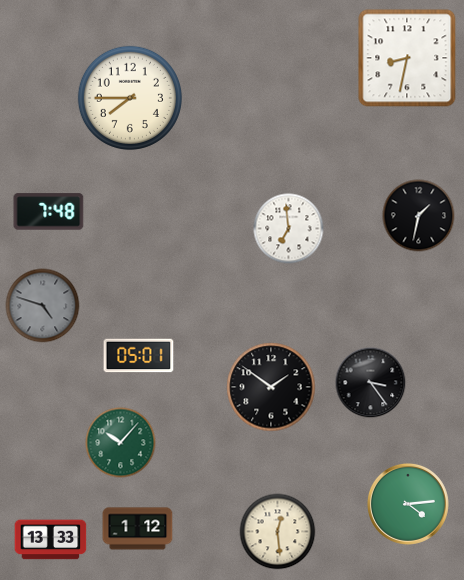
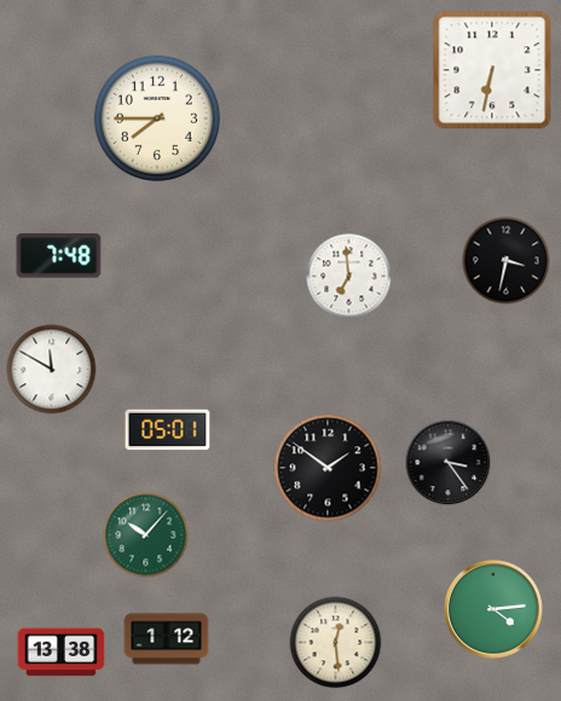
clock at (407, 58): 8:32 -> 6:32
clock at (419, 216): 1:32 -> 3:32
clock at (43, 306): 4:48 -> 11:50
clock at (43, 306) dial: grey -> white
clock at (51, 540): 13:33 -> 13:38
